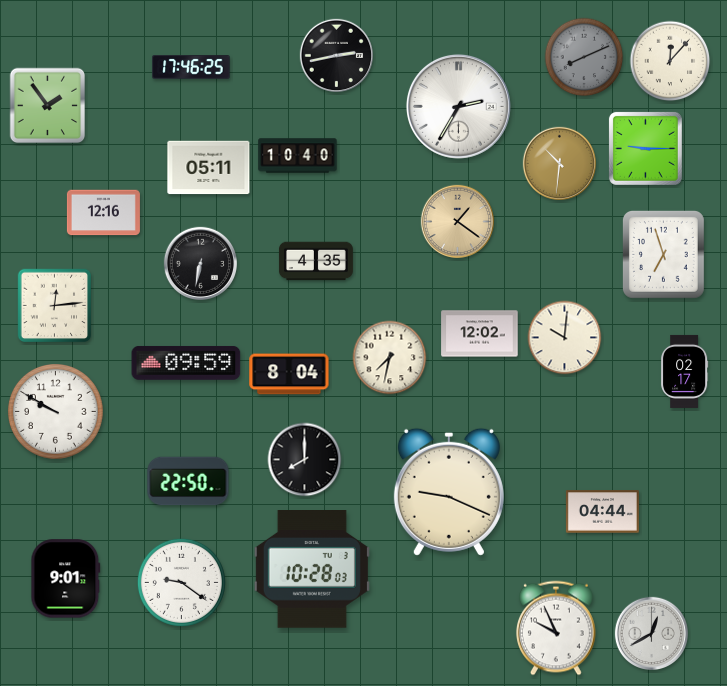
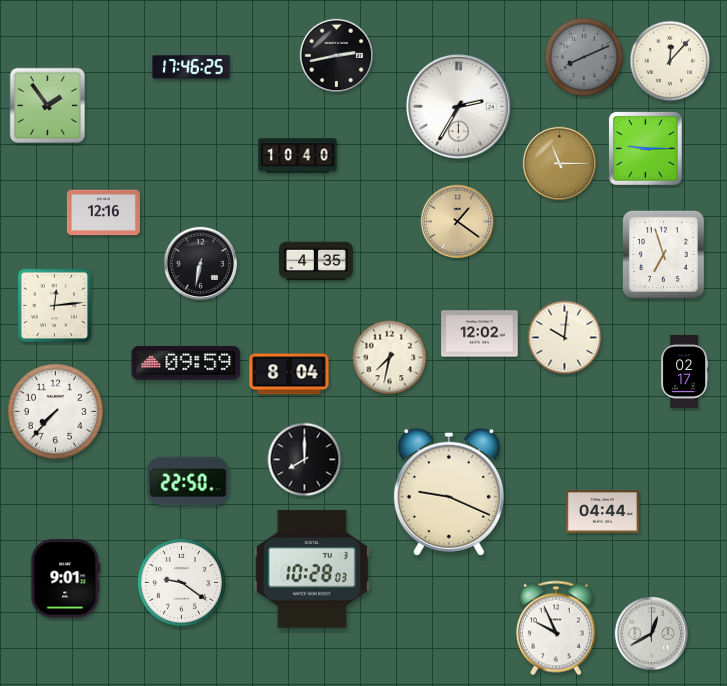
clock at (560, 164): 10:31 -> 11:15
clock at (209, 168): 05:11 -> none
clock at (56, 412): 9:50 -> 7:37
